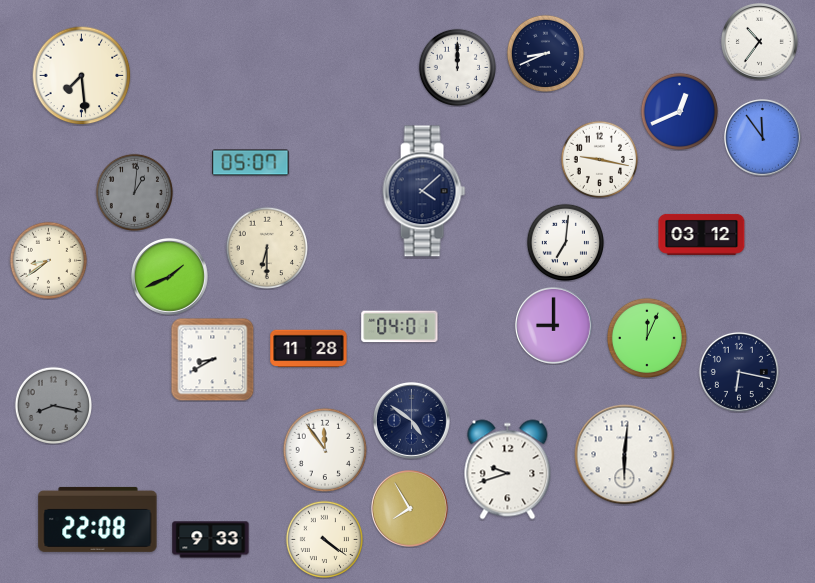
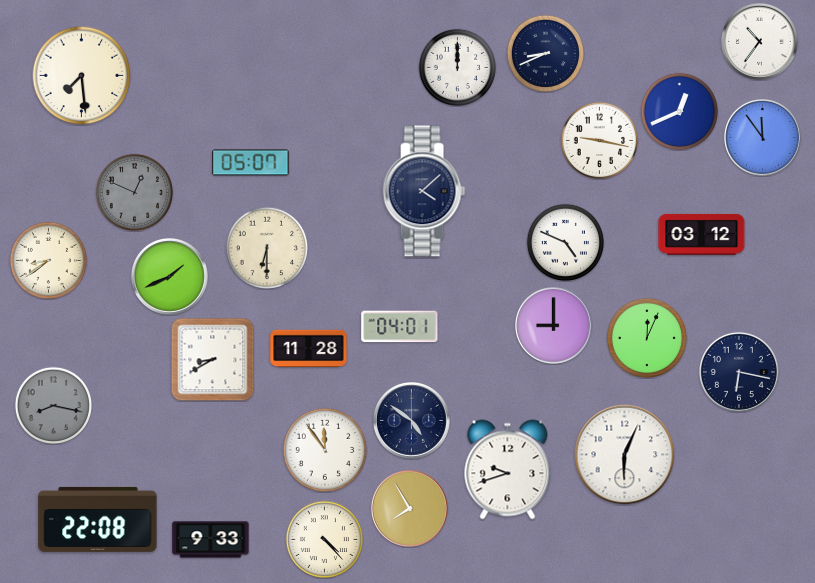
clock at (599, 159) position: (599, 159) -> (599, 140)
clock at (134, 192): 1:01 -> 12:49
clock at (565, 242): 7:01 -> 4:49
clock at (625, 455): 6:01 -> 6:04
clock at (324, 539): 4:21 -> 4:23
